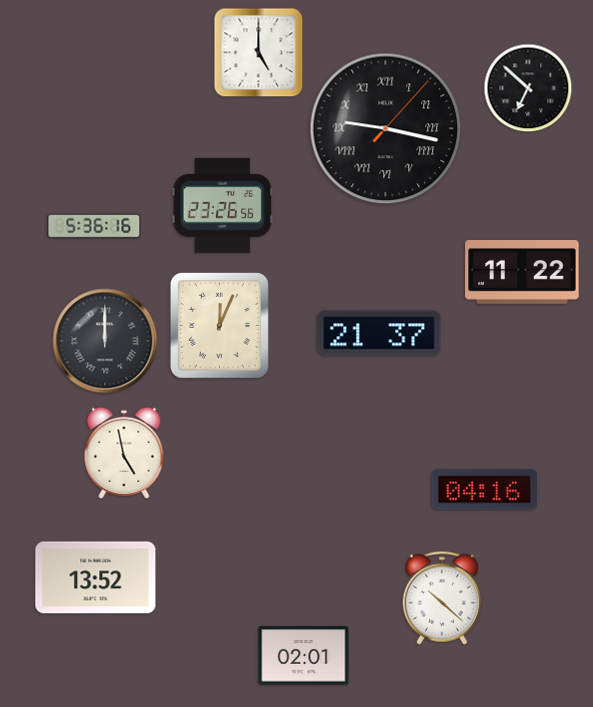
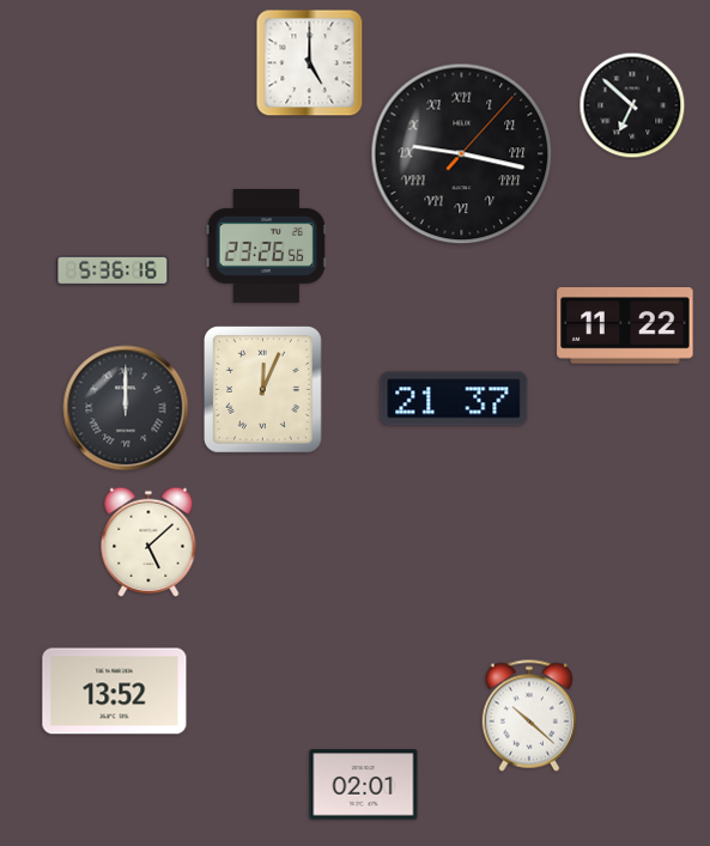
clock at (124, 453): 4:58 -> 5:08
clock at (484, 490): 04:16 -> none
